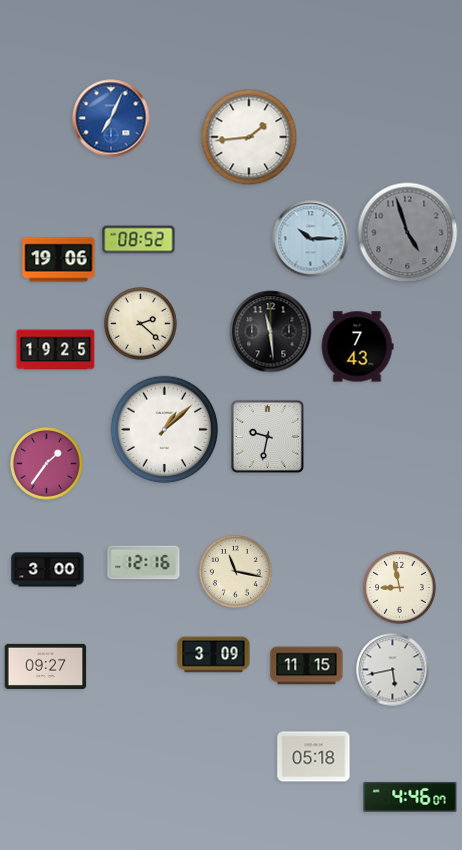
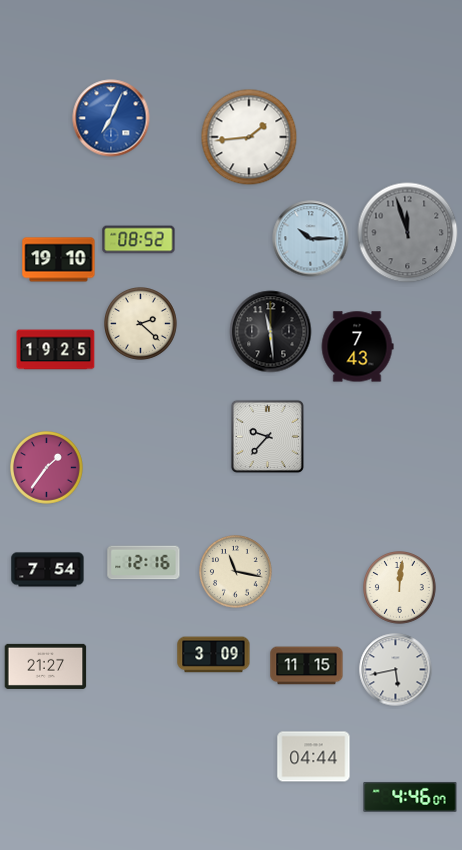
clock at (408, 233): 4:57 -> 11:57
clock at (59, 260): 19:06 -> 19:10
clock at (165, 430): 1:08 -> none
clock at (267, 436): 9:32 -> 9:37
clock at (47, 464) position: (47, 464) -> (47, 468)
clock at (48, 570): 3:00 -> 7:54
clock at (400, 588): 8:58 -> 12:01
clock at (46, 666): 09:27 -> 21:27
clock at (393, 670) position: (393, 670) -> (396, 670)
clock at (314, 757): 05:18 -> 04:44
